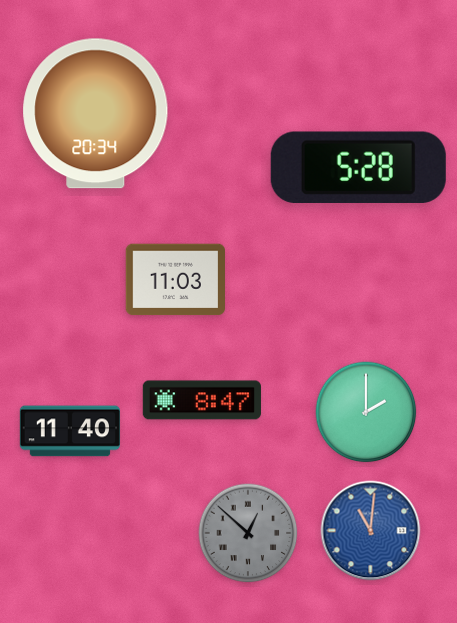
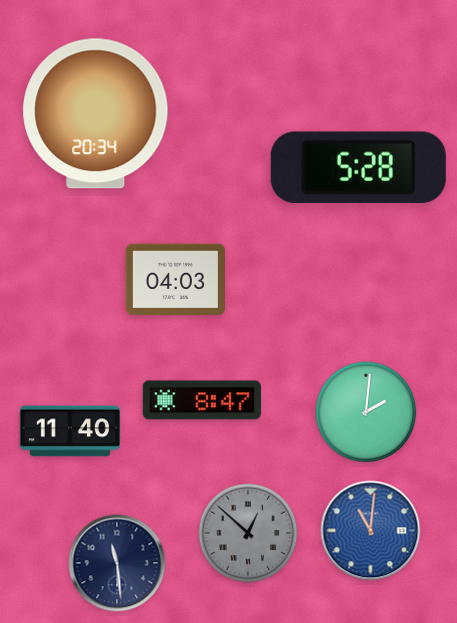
clock at (175, 280): 11:03 -> 04:03
clock at (366, 412): 2:00 -> 2:01
clock at (117, 563): none -> 11:29
